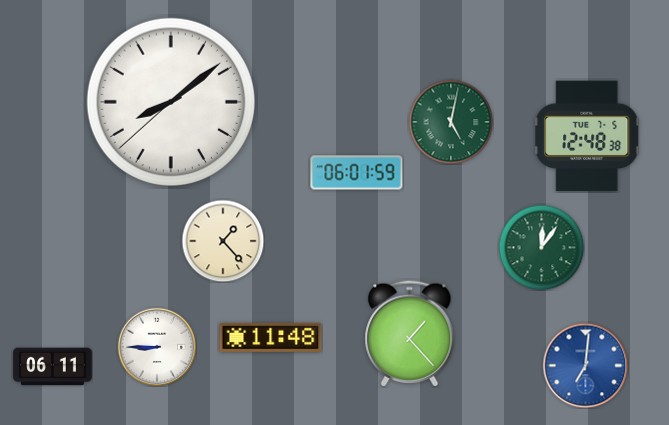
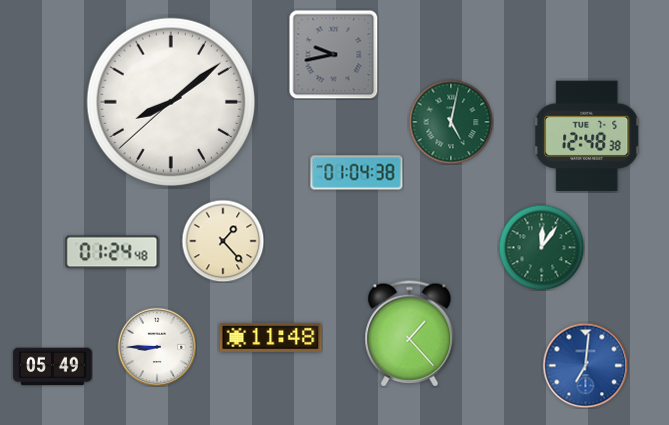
clock at (333, 54): none -> 9:43
clock at (357, 173): 06:01 -> 01:04
clock at (112, 252): none -> 01:24
clock at (53, 367): 06:11 -> 05:49
